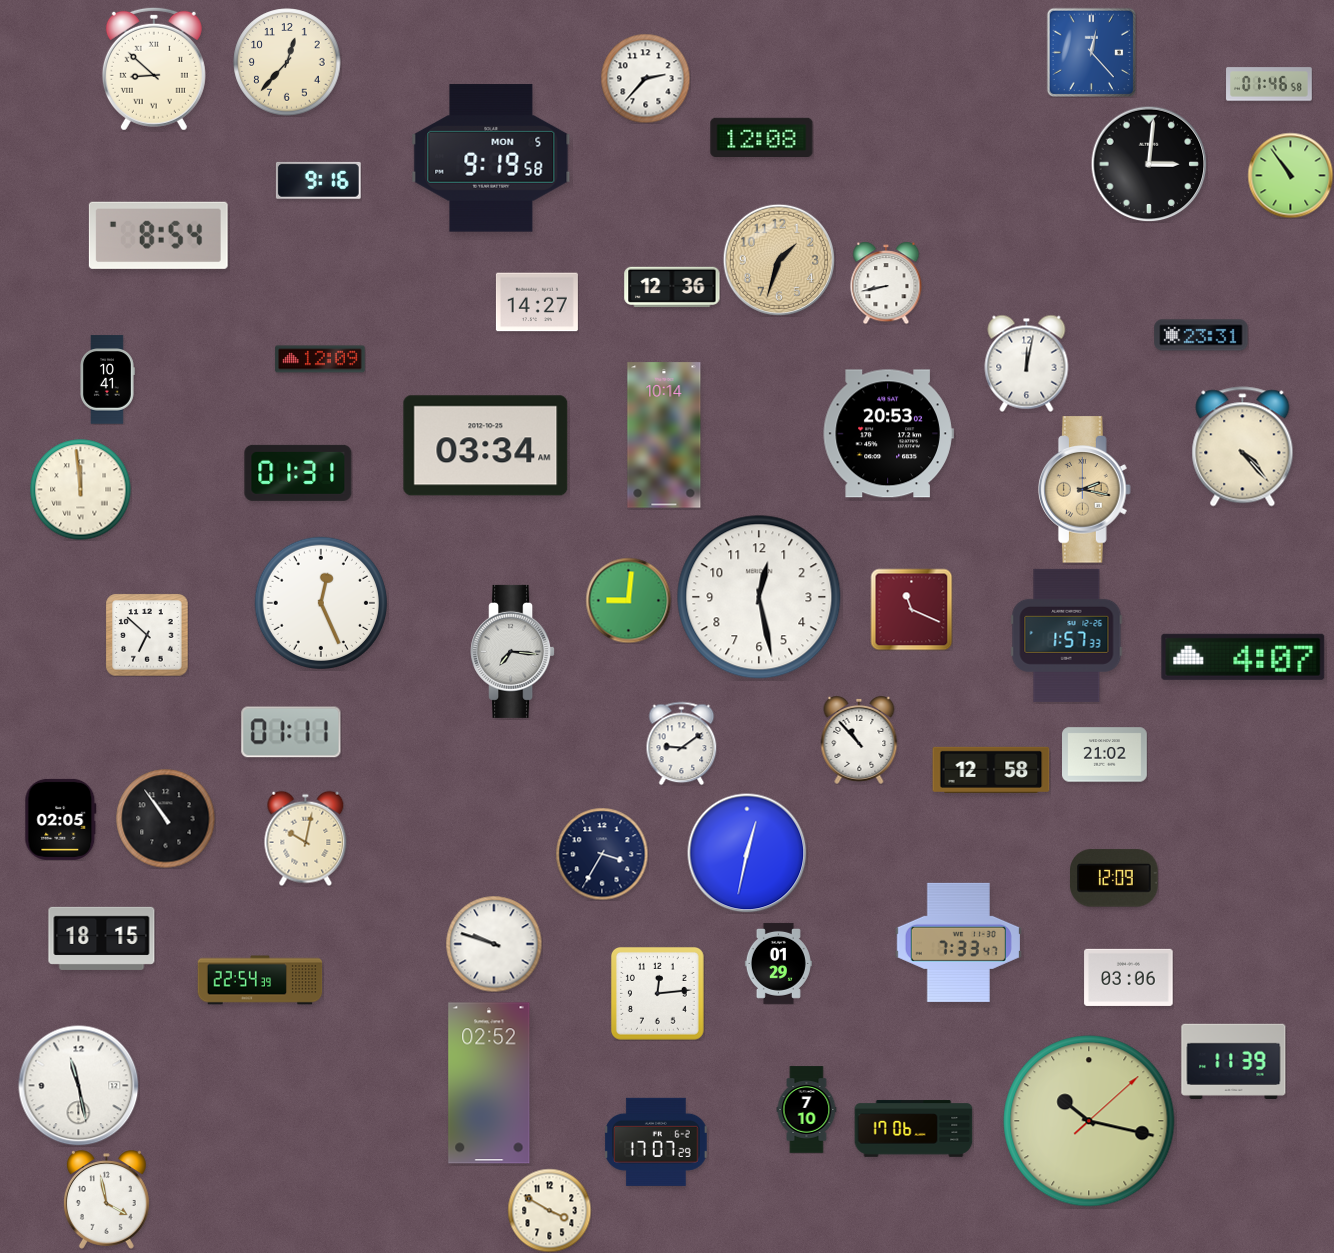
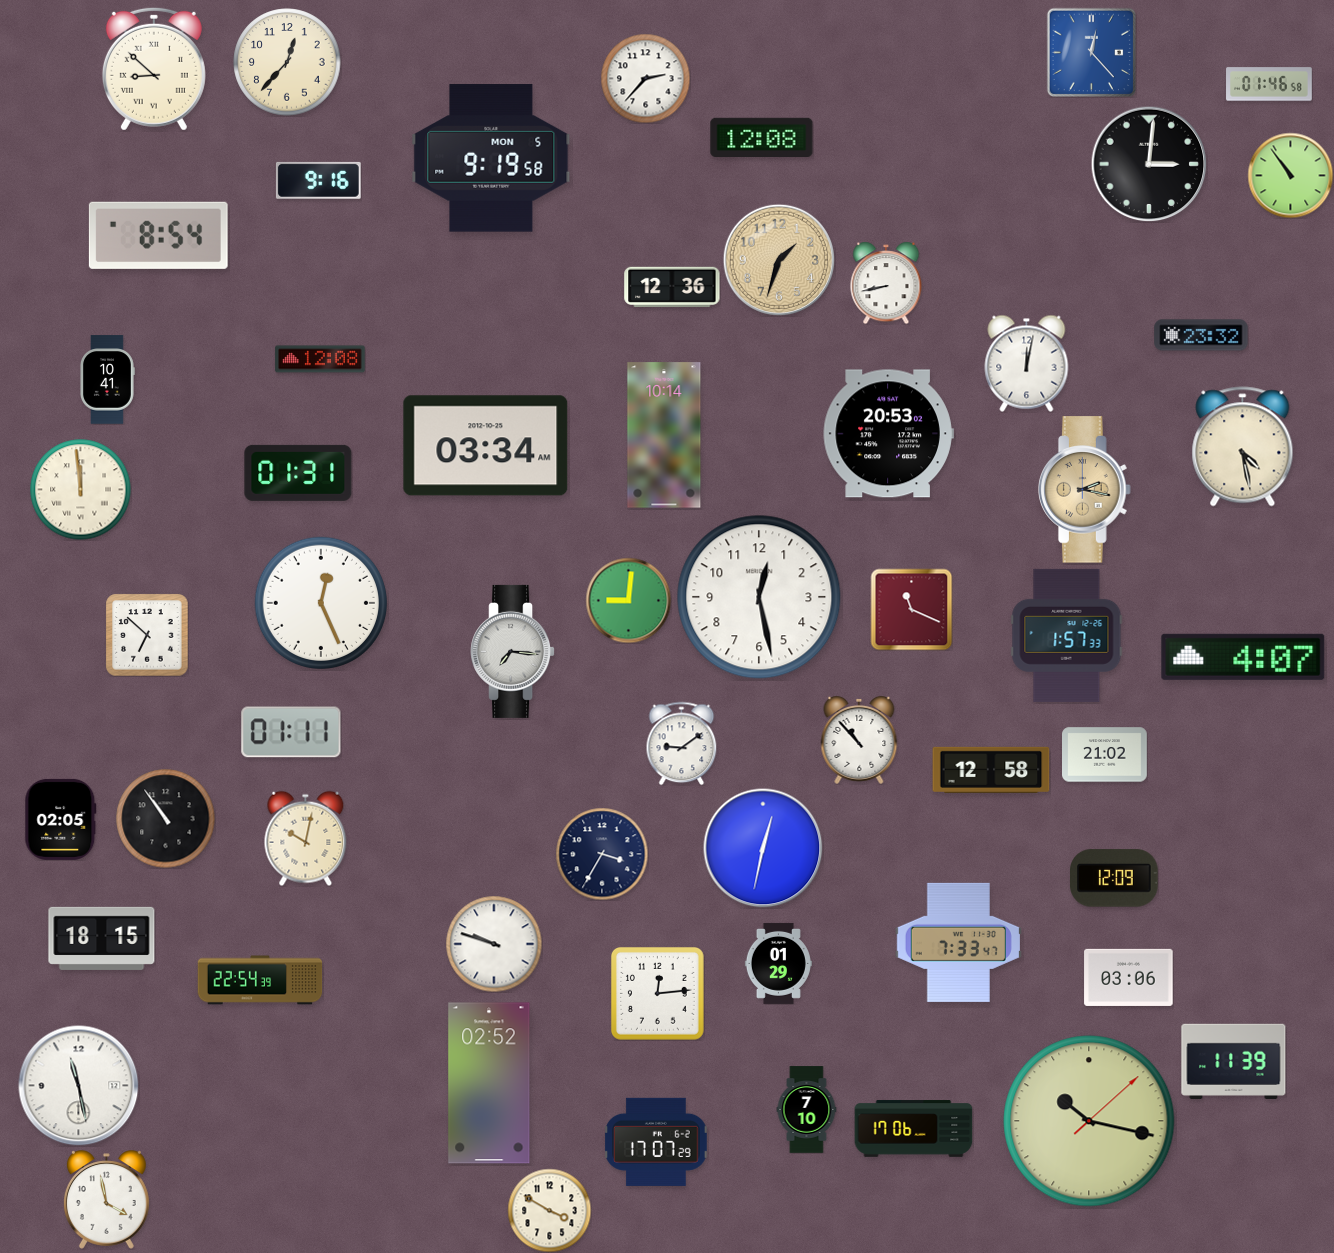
clock at (537, 302): 14:27 -> none
clock at (1201, 335): 23:31 -> 23:32
clock at (320, 359): 12:09 -> 12:08
clock at (1243, 447): 4:23 -> 4:28
clock at (747, 853) position: (747, 853) -> (763, 848)
